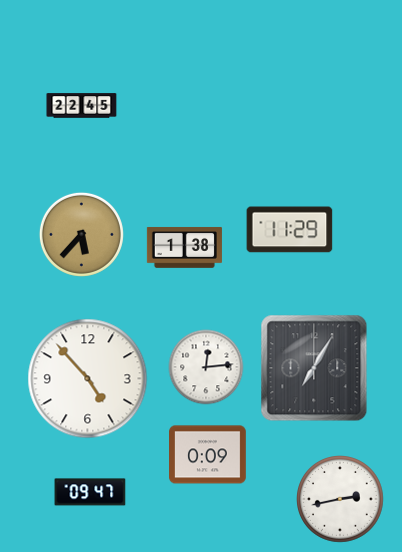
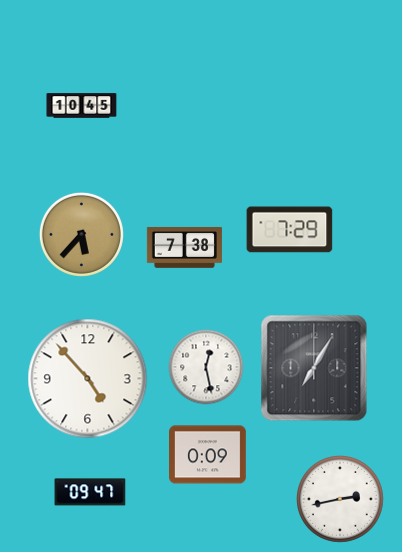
clock at (82, 106): 22:45 -> 10:45
clock at (290, 230): 11:29 -> 7:29
clock at (184, 247): 1:38 -> 7:38
clock at (206, 367): 12:14 -> 12:28
